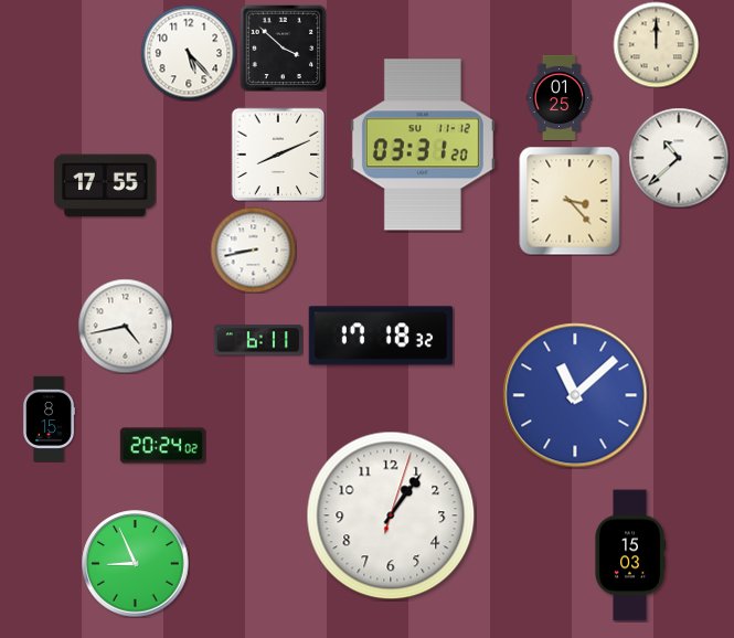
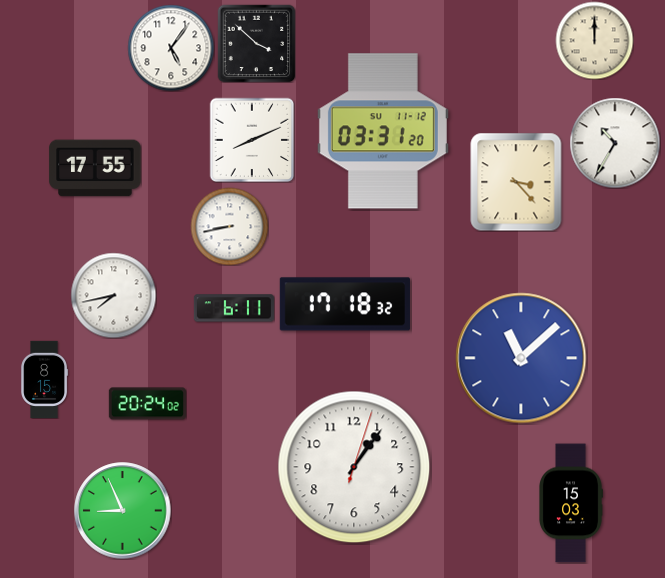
clock at (189, 53): 5:23 -> 5:06
clock at (560, 97): 01:25 -> none
clock at (679, 158): 10:38 -> 10:35
clock at (125, 326): 4:43 -> 7:43
